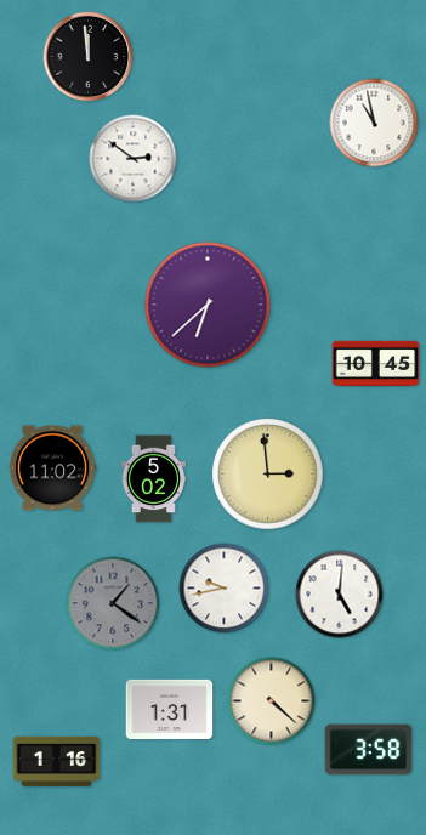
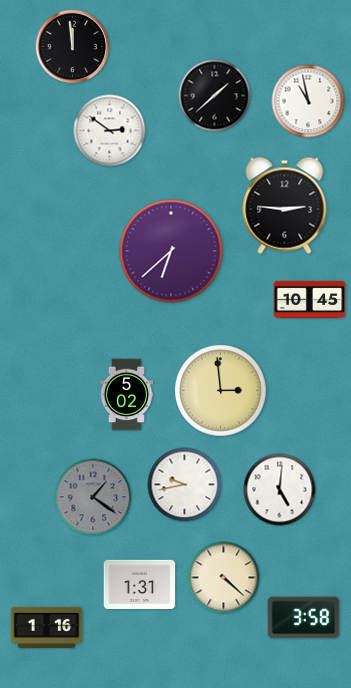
clock at (215, 96): none -> 1:38
clock at (285, 205): none -> 2:46
clock at (52, 468): 11:02 -> none
